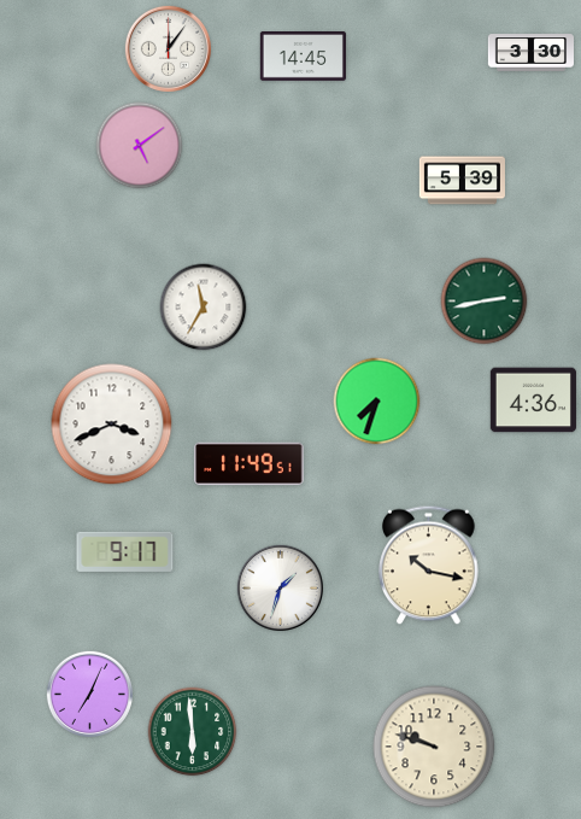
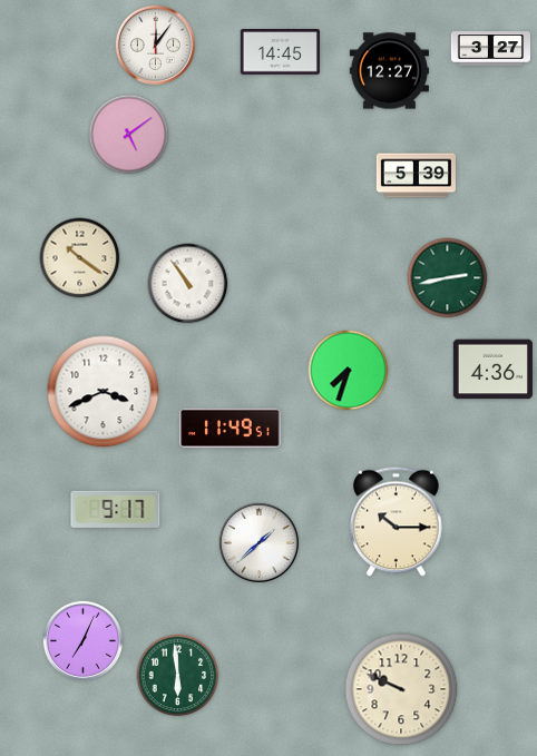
clock at (530, 53): 3:30 -> 3:27
clock at (389, 71): none -> 12:27
clock at (462, 181) position: (462, 181) -> (416, 176)
clock at (80, 258): none -> 10:21
clock at (204, 308): 11:35 -> 10:54
clock at (429, 566): 10:17 -> 10:15
clock at (280, 587): 1:33 -> 1:38
clock at (434, 747): 9:48 -> 9:49
